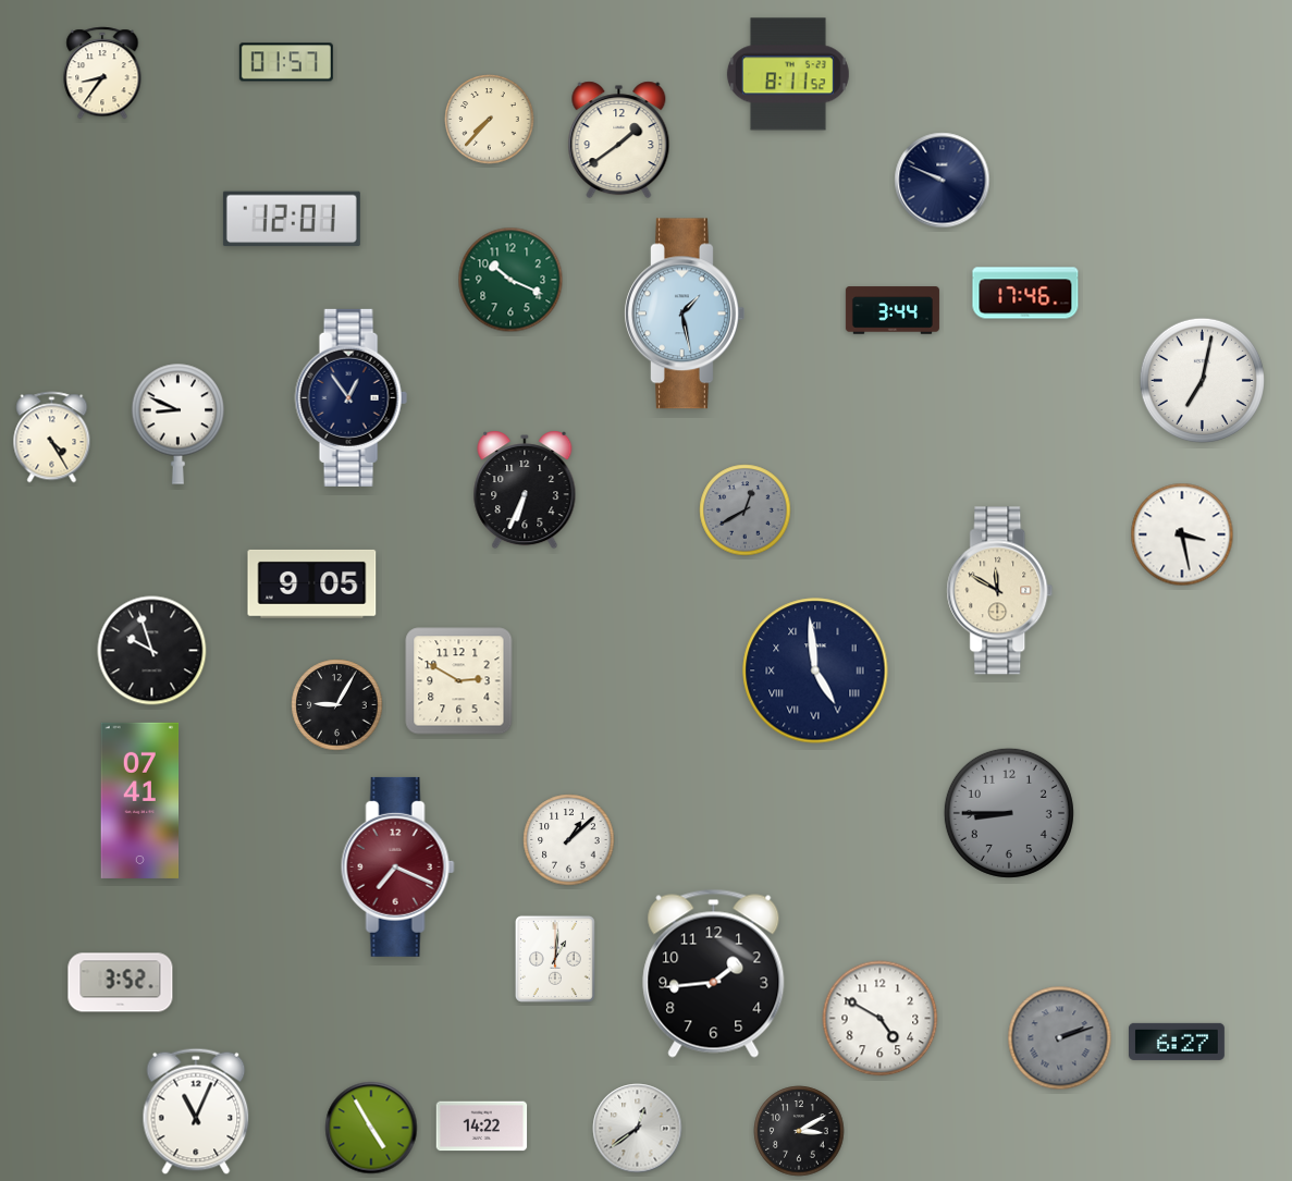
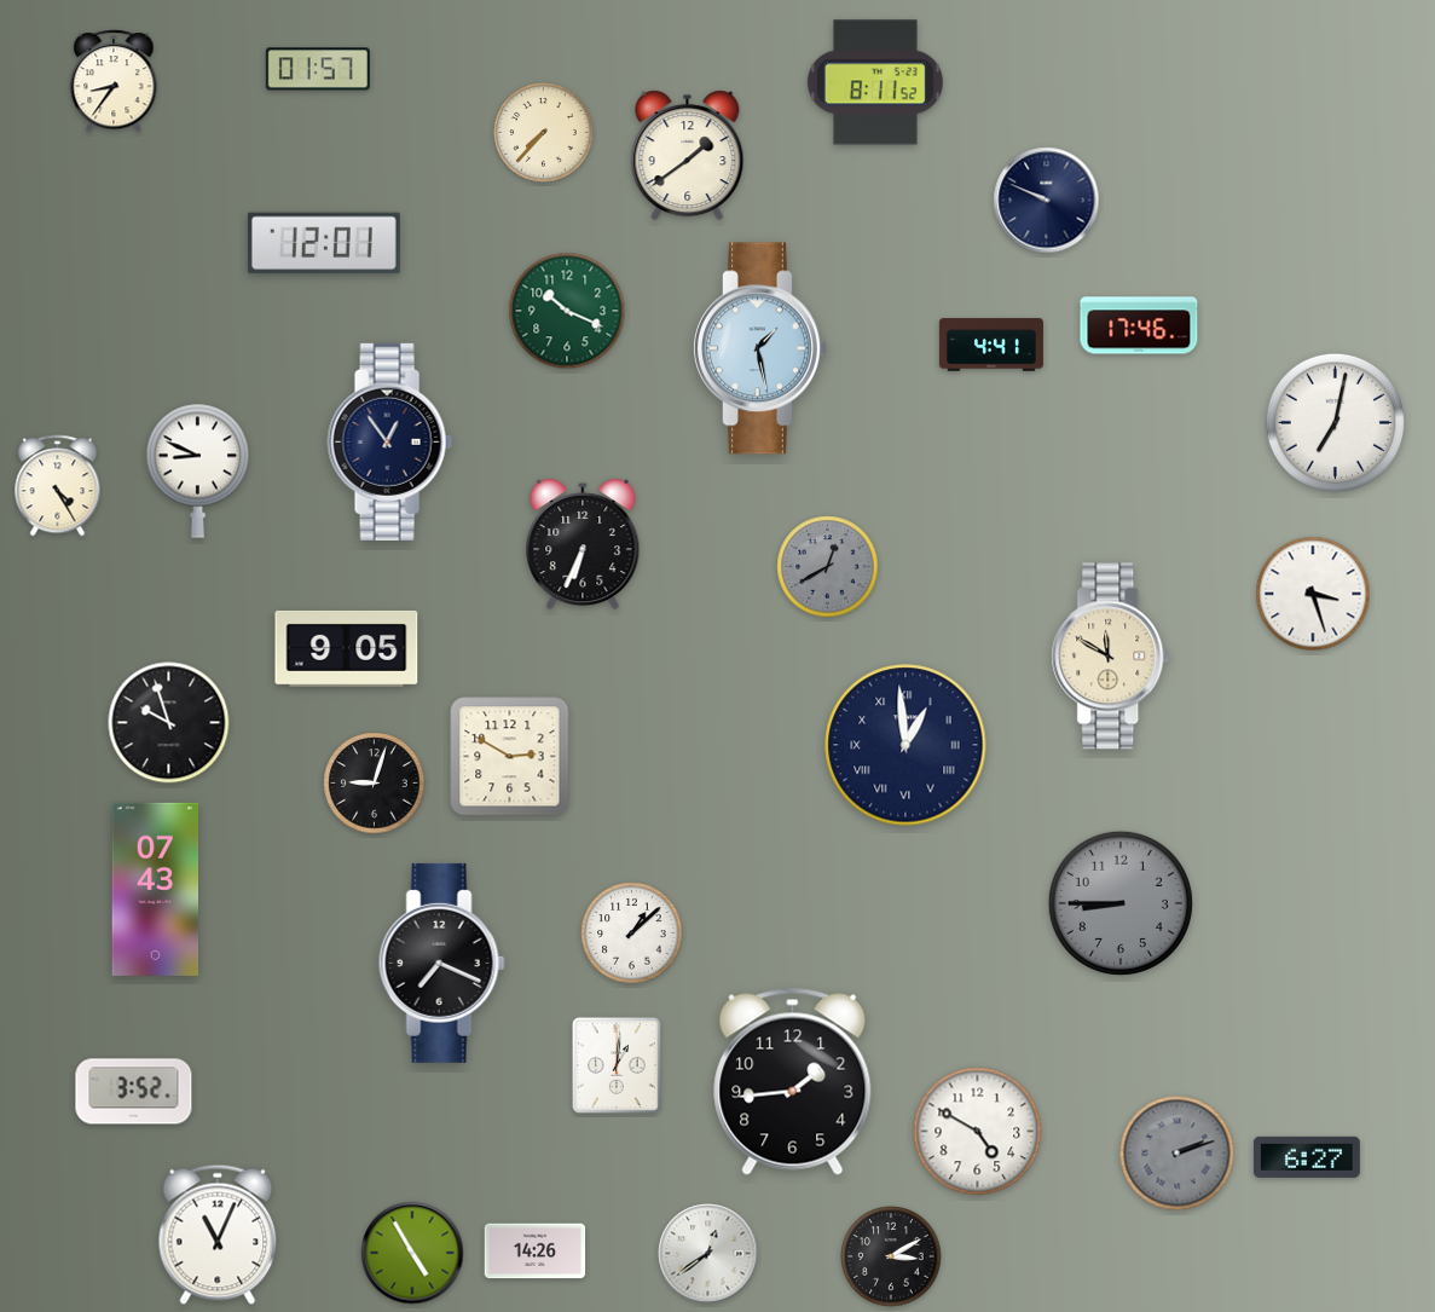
clock at (893, 310): 3:44 -> 4:41
clock at (1182, 534): 3:28 -> 3:27
clock at (815, 671): 4:59 -> 12:59
clock at (337, 705): 9:05 -> 9:03
clock at (140, 800): 07:41 -> 07:43
clock at (397, 866) dial: burgundy -> black
clock at (482, 1127): 14:22 -> 14:26
clock at (799, 1131) position: (799, 1131) -> (891, 1256)
